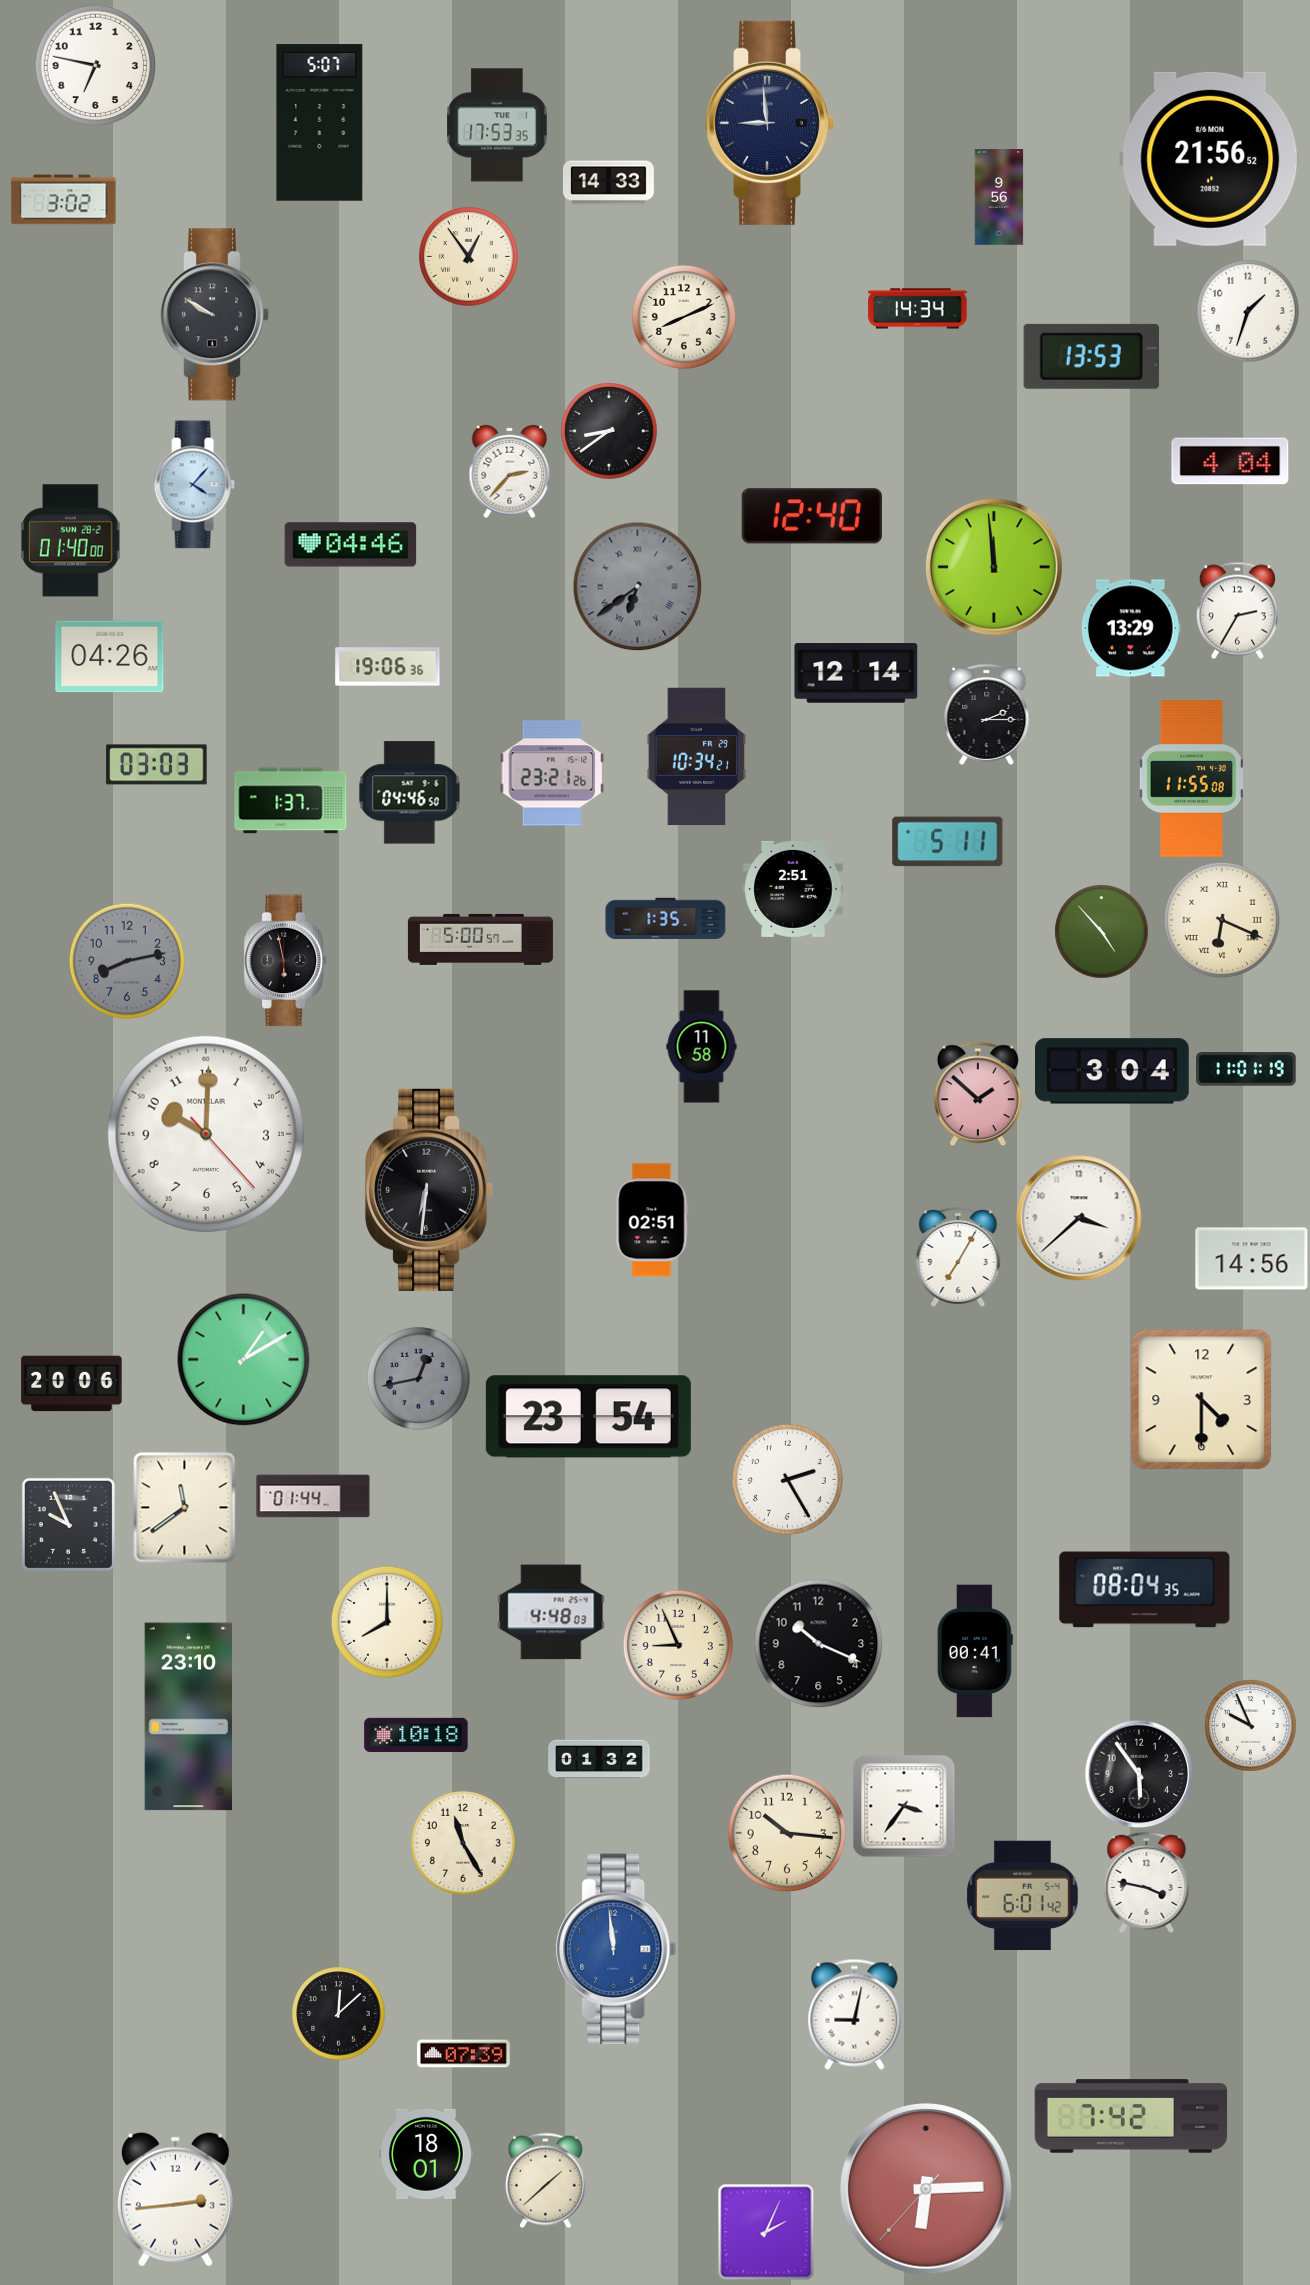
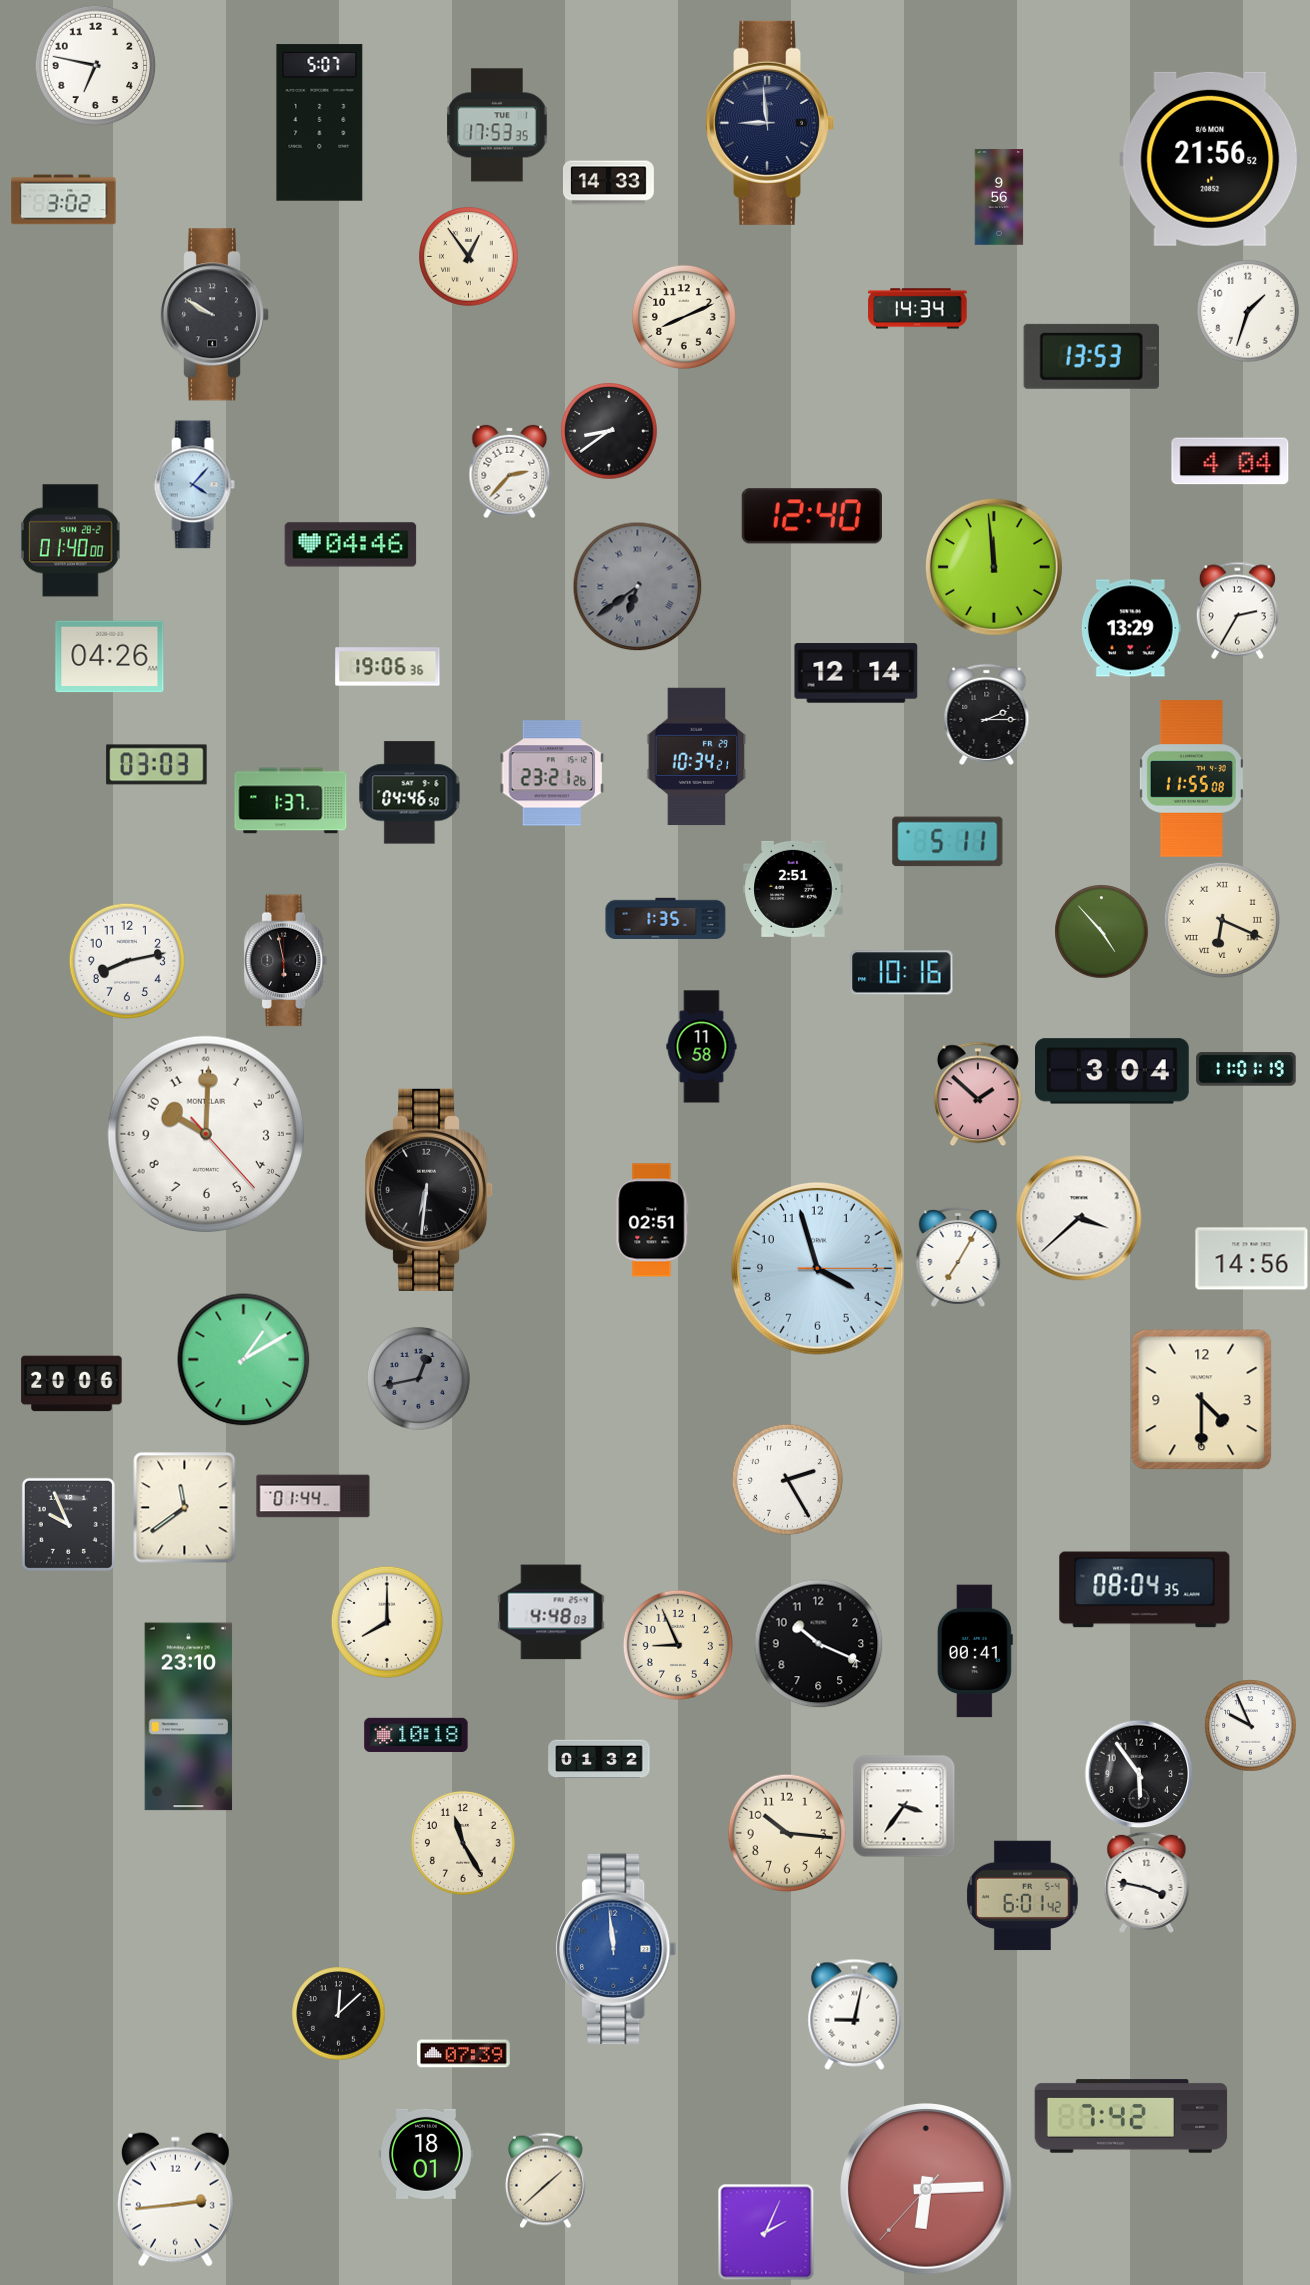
clock at (480, 939): 5:00 -> none
clock at (127, 961) dial: grey -> white
clock at (902, 973): none -> 10:16
clock at (817, 1268): none -> 3:57
clock at (588, 1417): 23:54 -> none
